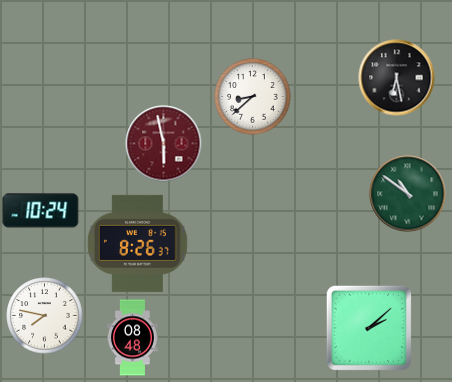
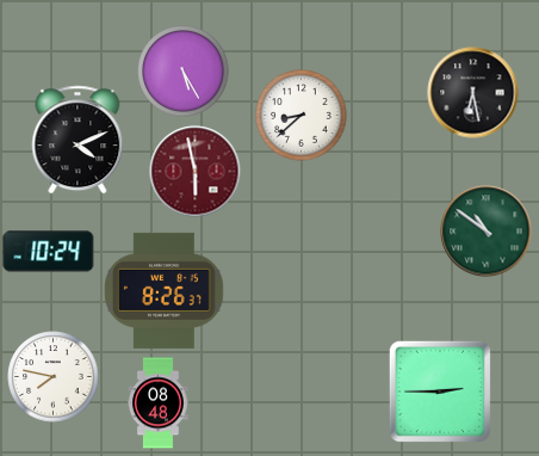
clock at (184, 72): none -> 5:25
clock at (78, 140): none -> 4:11
clock at (369, 328): 2:08 -> 2:45
